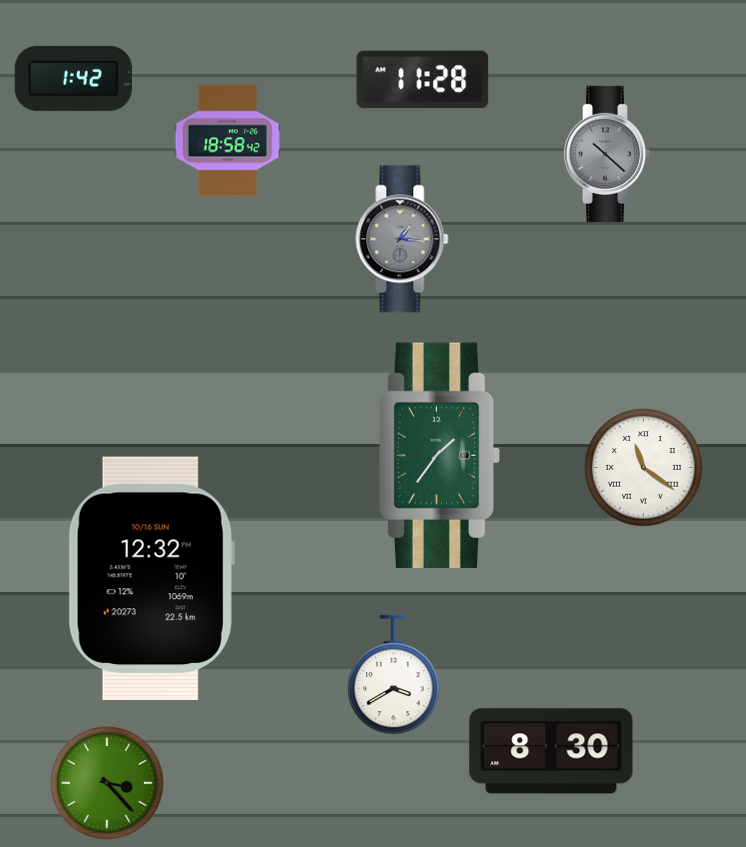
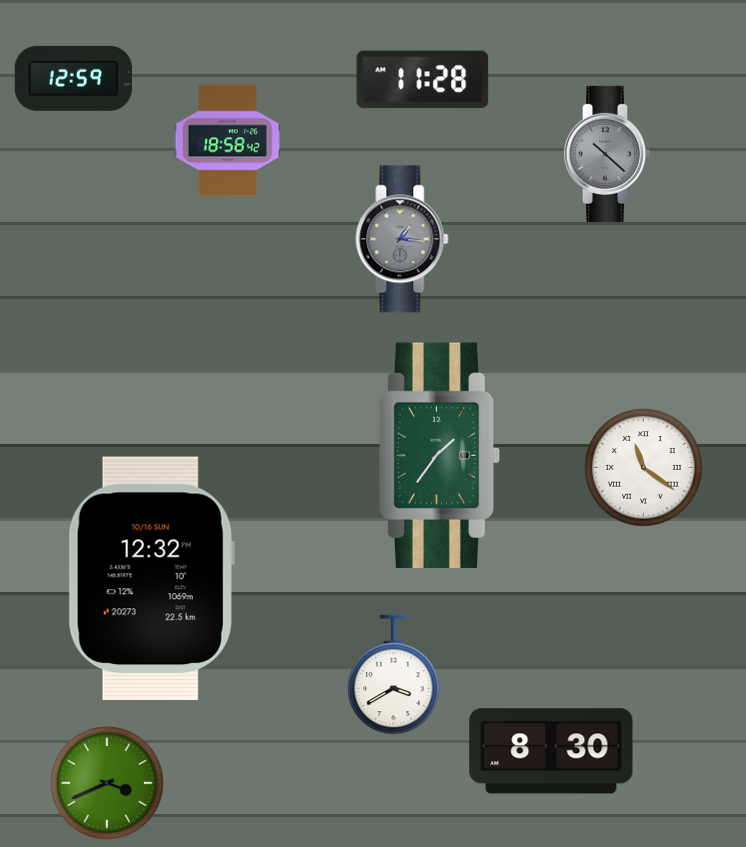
clock at (73, 78): 1:42 -> 12:59
clock at (108, 784): 3:23 -> 3:41
